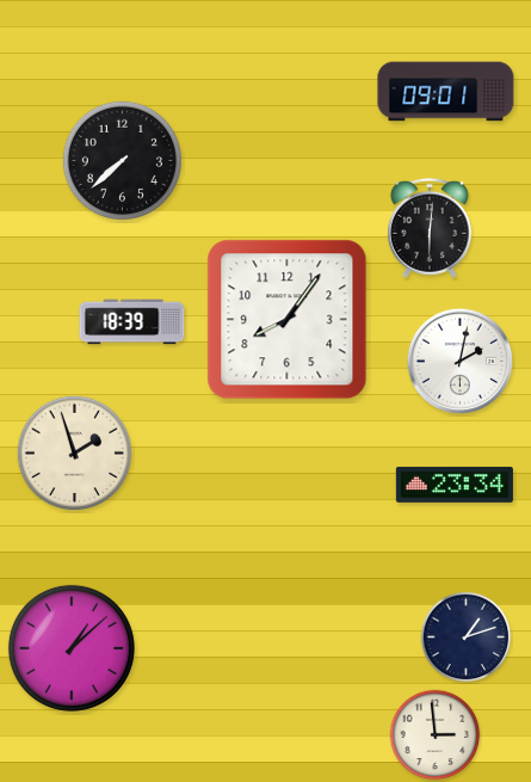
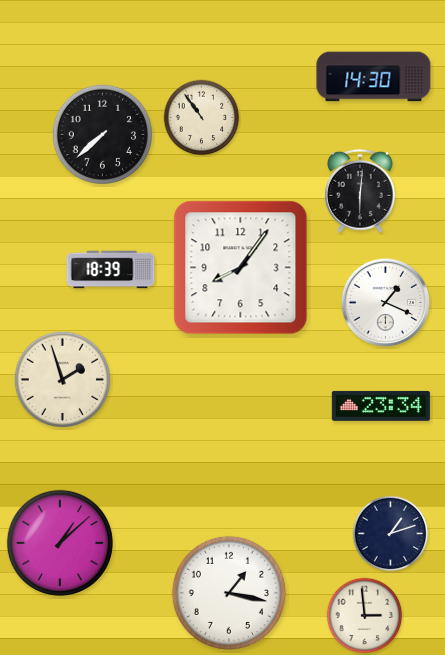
clock at (446, 92): 09:01 -> 14:30
clock at (202, 118): none -> 10:54
clock at (461, 362): 2:02 -> 1:19
clock at (229, 593): none -> 1:17
